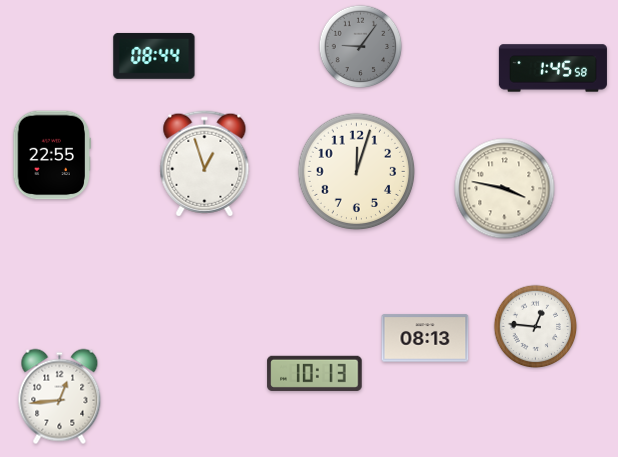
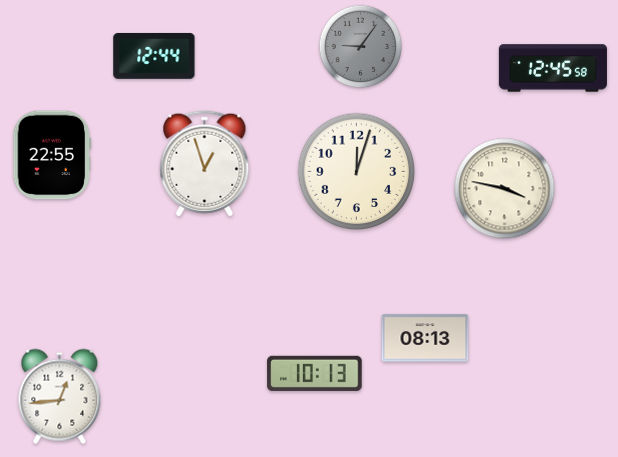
clock at (154, 56): 08:44 -> 12:44
clock at (553, 68): 1:45 -> 12:45
clock at (536, 327): 12:46 -> none
